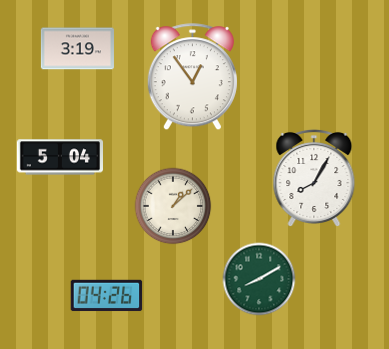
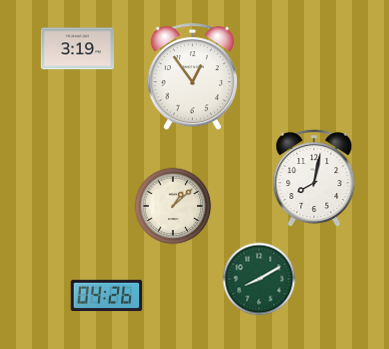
clock at (59, 157): 5:04 -> none
clock at (314, 177): 8:05 -> 8:02
